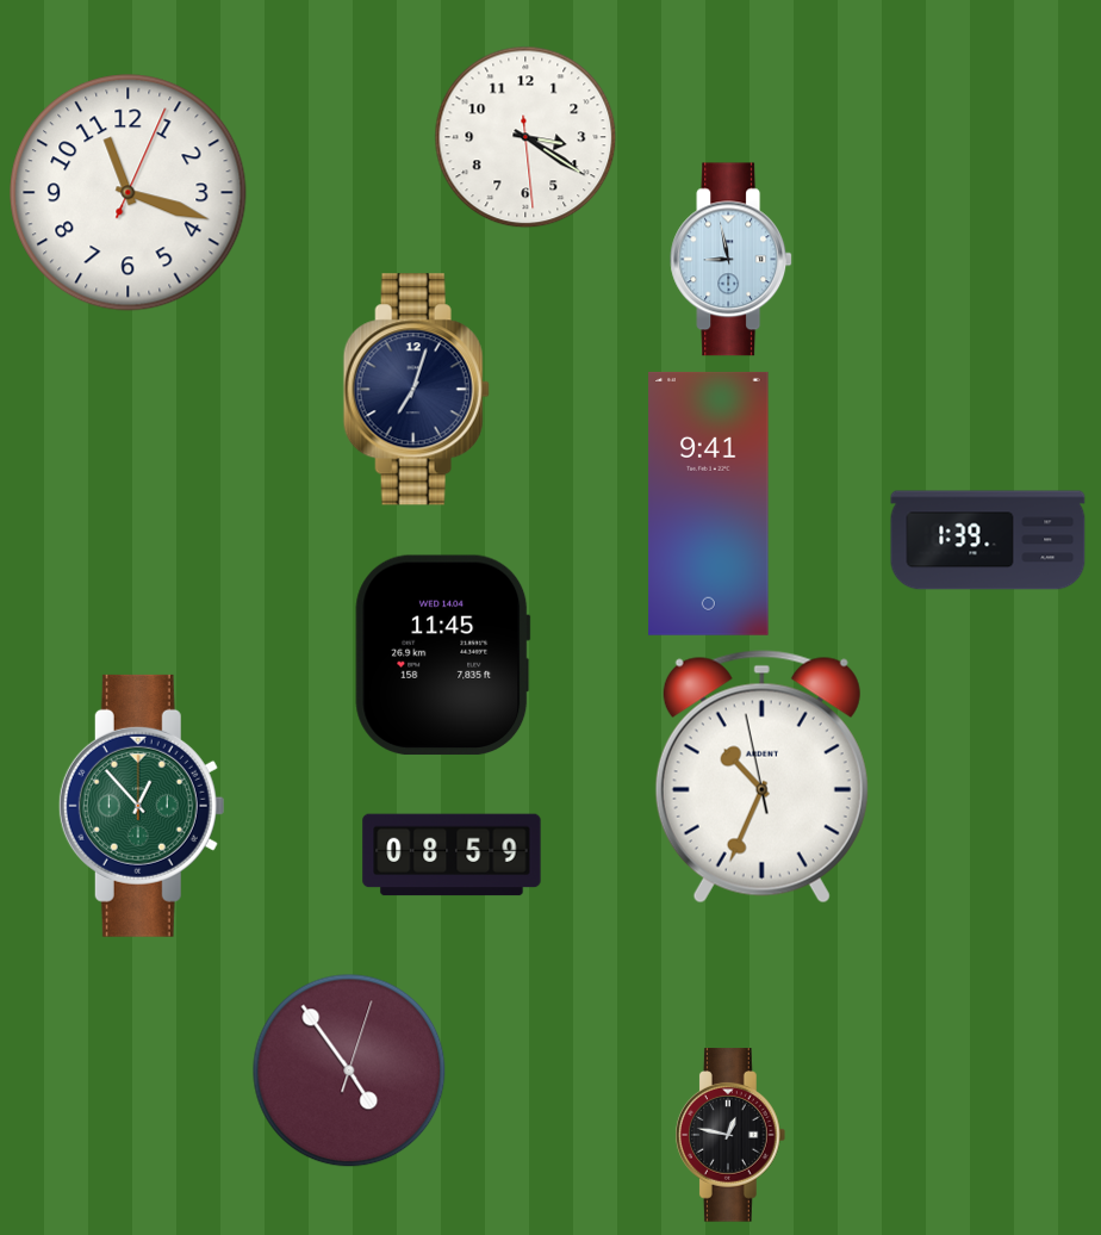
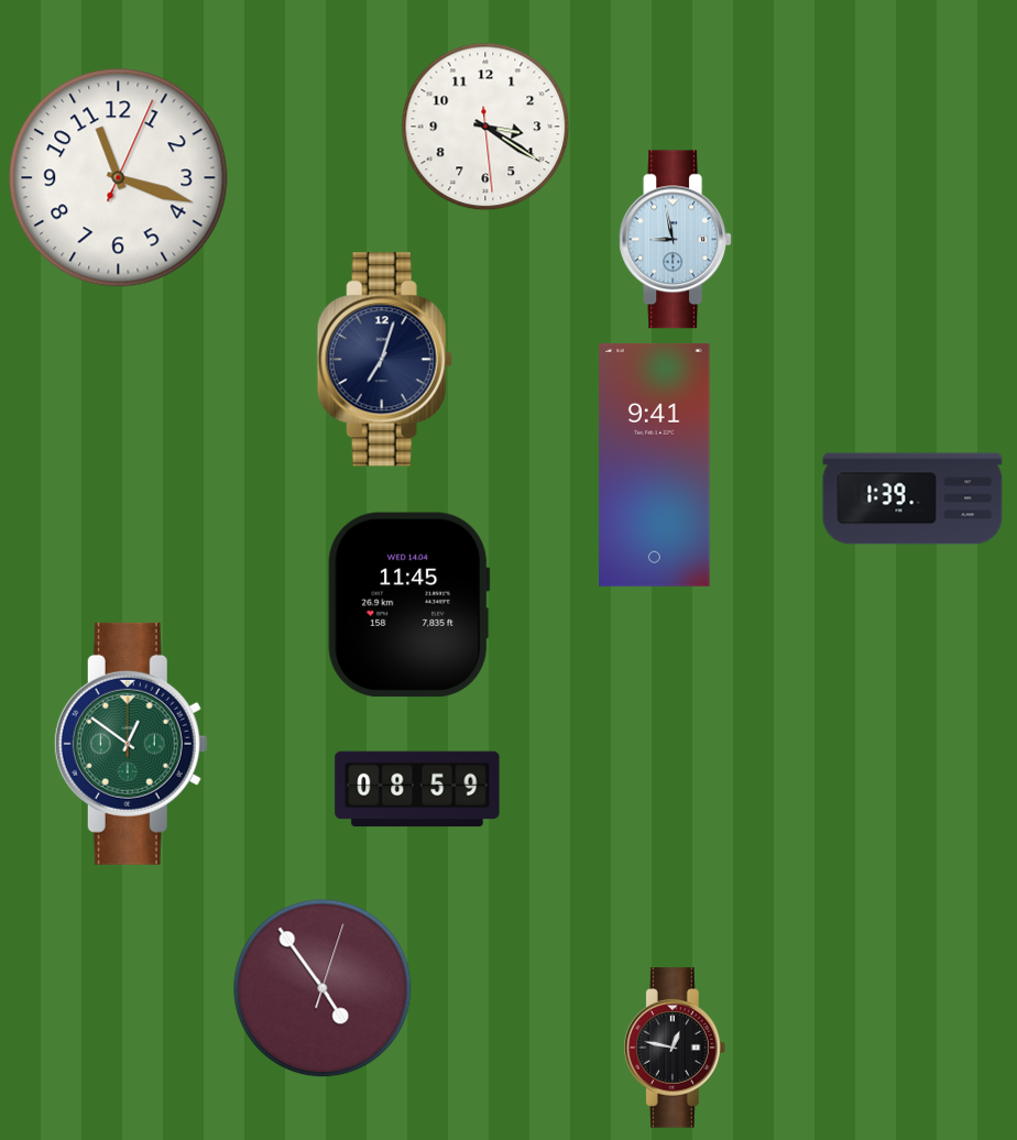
clock at (761, 777): 10:33 -> none
clock at (142, 806): 12:53 -> 12:51
